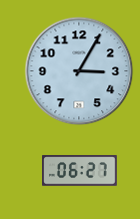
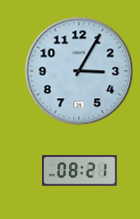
clock at (80, 171): 06:27 -> 08:21
